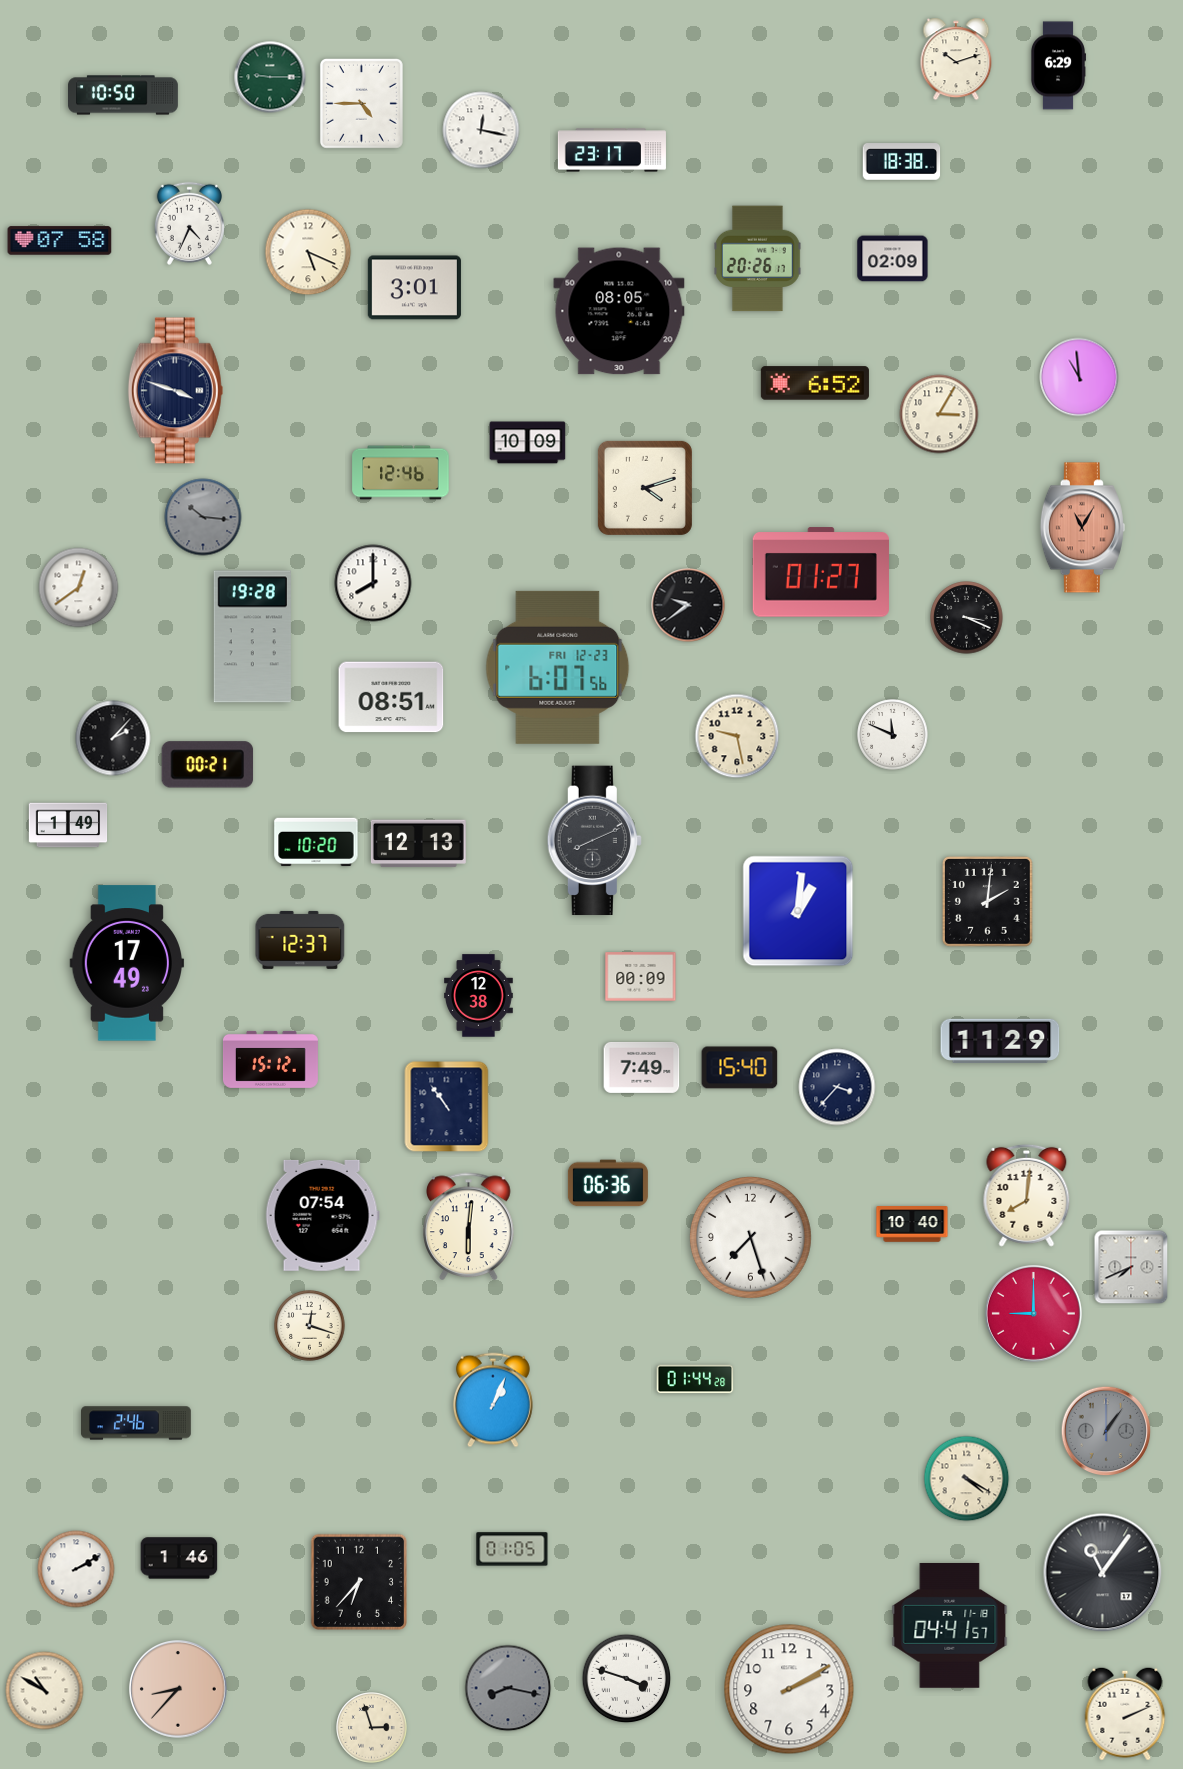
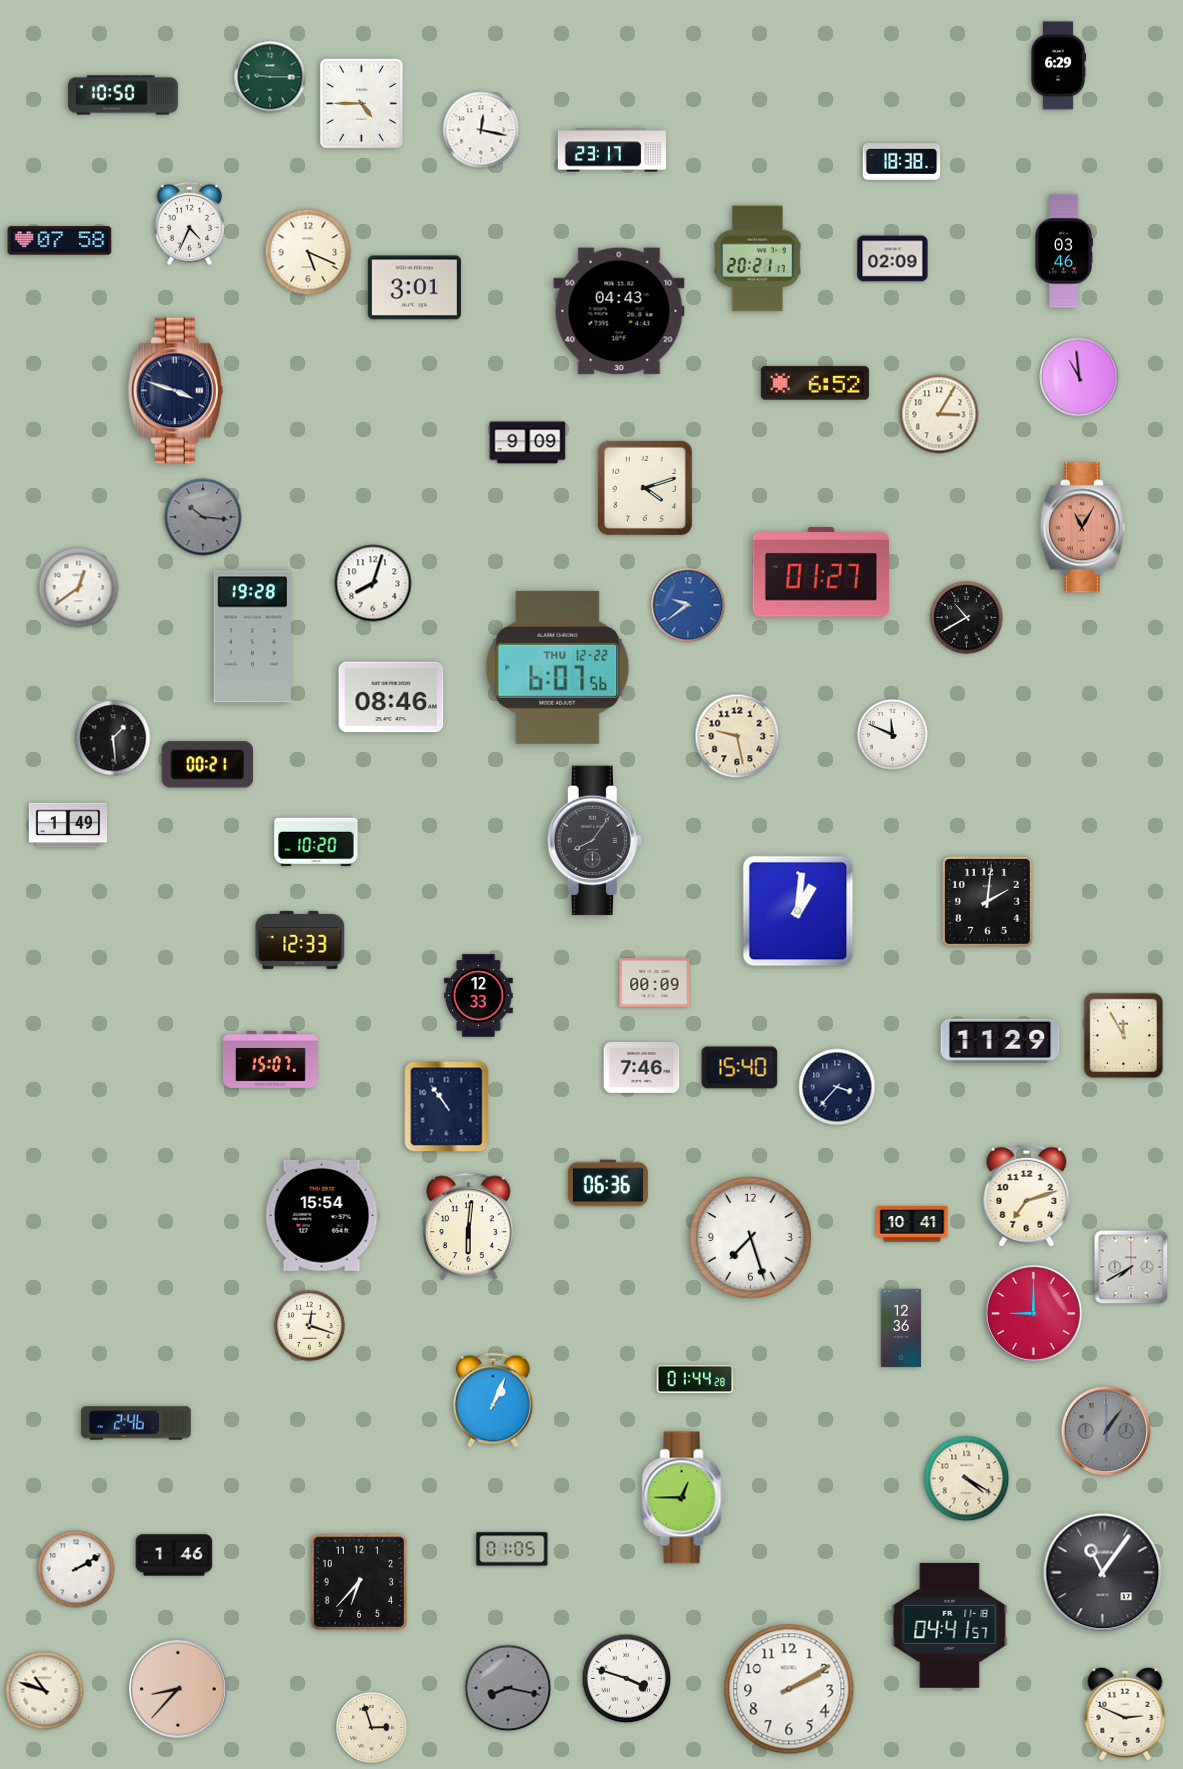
clock at (956, 59): 10:12 -> none
clock at (1064, 251): none -> 03:46
clock at (758, 259): 20:26 -> 20:21
clock at (619, 311): 08:05 -> 04:43
clock at (528, 443): 10:09 -> 9:09
clock at (401, 473): 12:46 -> none
clock at (373, 583): 8:00 -> 8:03
clock at (688, 605) dial: black -> blue
clock at (967, 618): 3:19 -> 10:40
clock at (558, 667) date: FRI 12-23 -> THU 12-22
clock at (391, 697): 08:51 -> 08:46
clock at (113, 738): 2:07 -> 1:29
clock at (594, 841): 8:11 -> 8:06
clock at (418, 844): 12:13 -> none
clock at (300, 940): 12:37 -> 12:33
clock at (127, 963): 17:49 -> none
clock at (641, 977) position: (641, 977) -> (655, 983)
clock at (479, 996): 12:38 -> 12:33
clock at (1124, 1036): none -> 11:55
clock at (270, 1059): 15:12 -> 15:07
clock at (642, 1067): 7:49 -> 7:46
clock at (1027, 1195): 8:01 -> 7:12
clock at (322, 1215): 07:54 -> 15:54
clock at (912, 1224): 10:40 -> 10:41
clock at (1131, 1267): 7:41 -> 7:40
clock at (900, 1328): none -> 12:36
clock at (684, 1498): none -> 12:45
clock at (179, 1558) position: (179, 1558) -> (174, 1555)
clock at (45, 1691): 10:50 -> 10:48
clock at (1125, 1714): 2:11 -> 2:49
